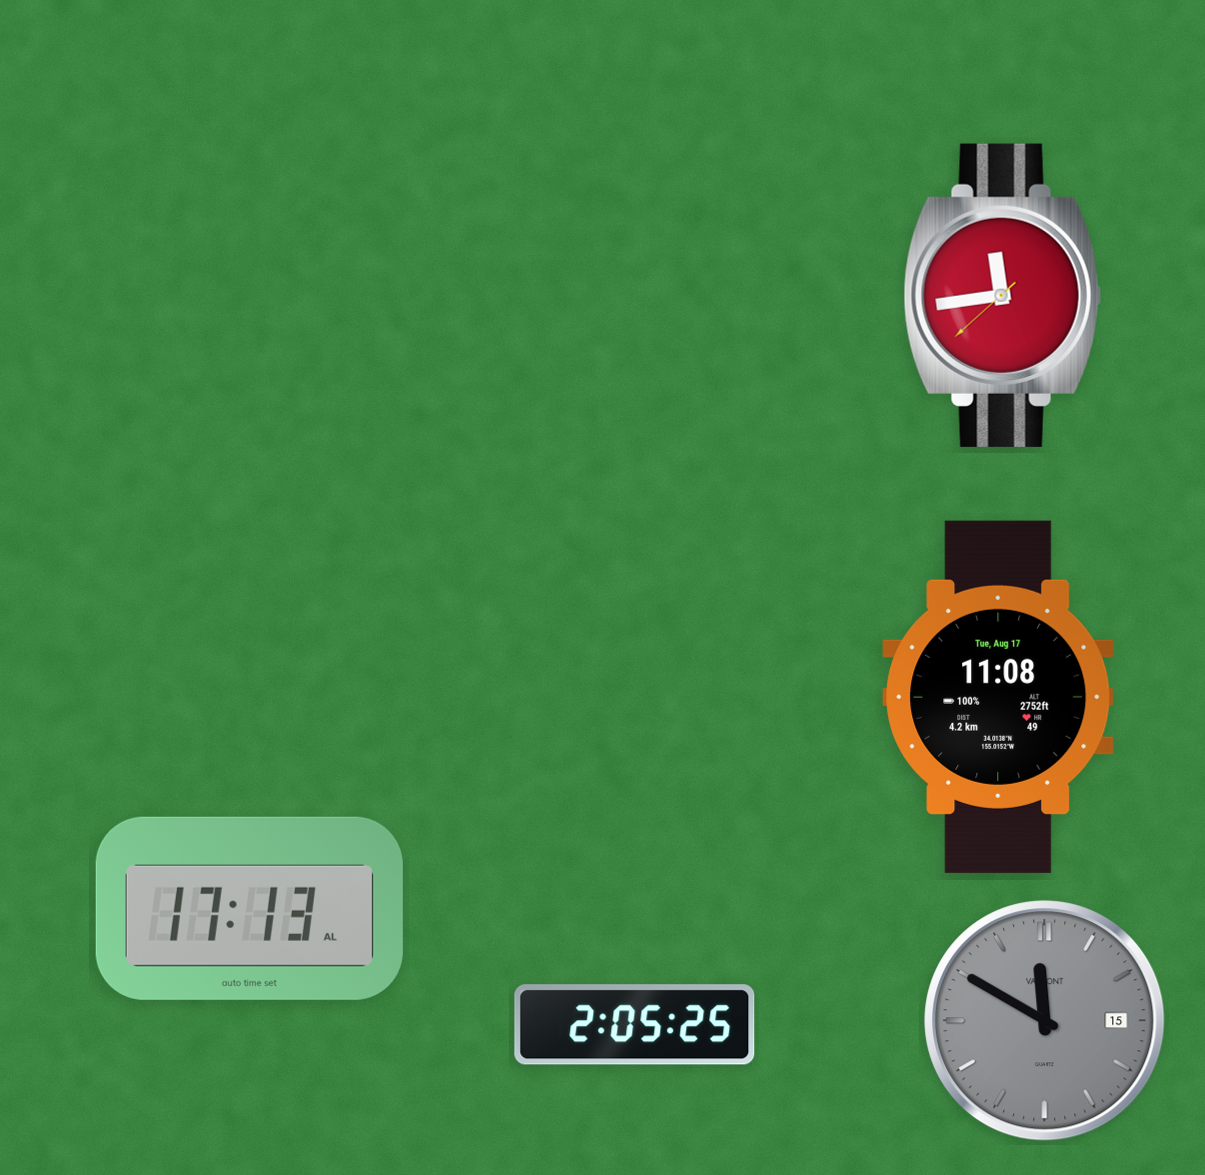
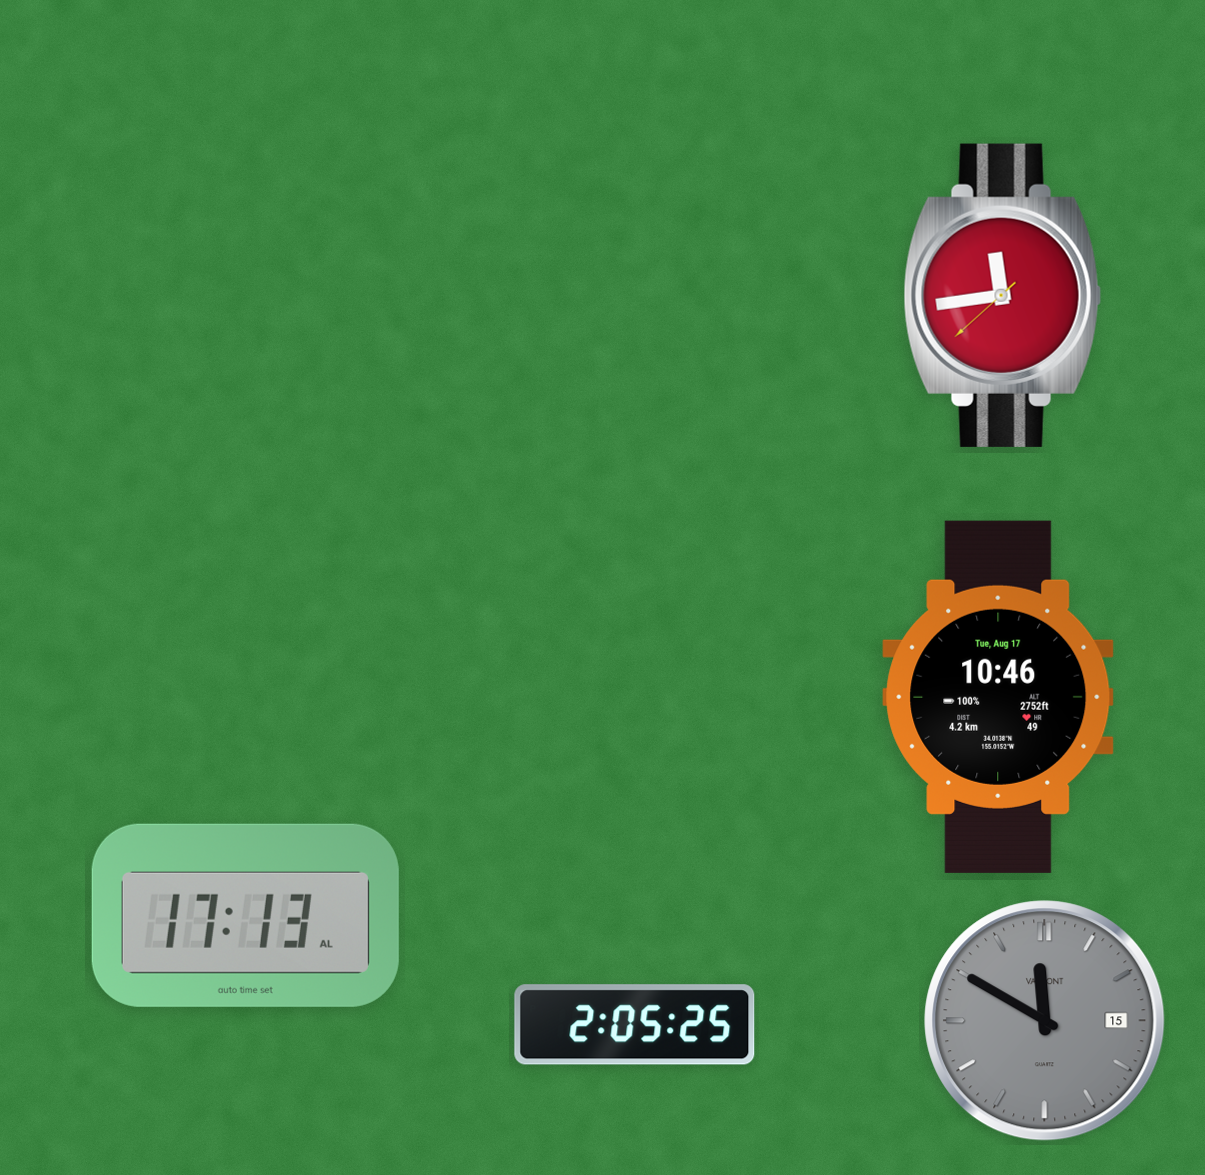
clock at (998, 697): 11:08 -> 10:46
clock at (249, 908) position: (249, 908) -> (245, 915)
